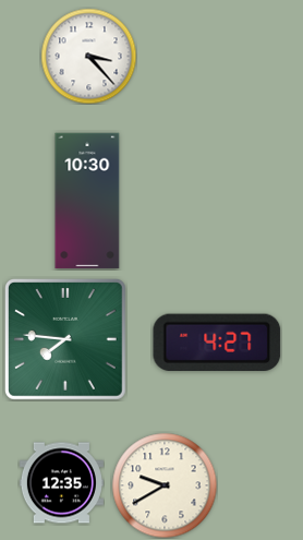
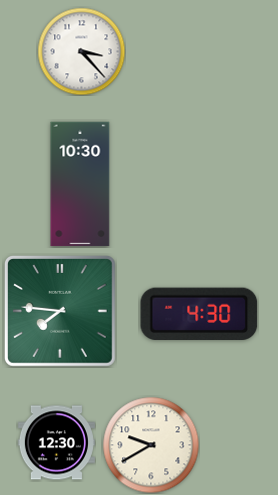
clock at (217, 341): 4:27 -> 4:30
clock at (61, 483): 12:35 -> 12:30
